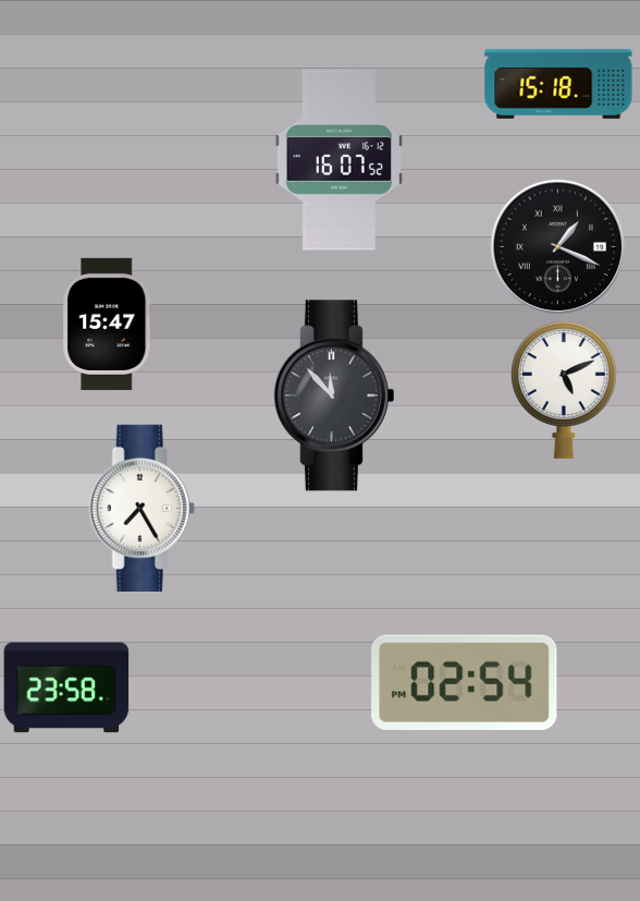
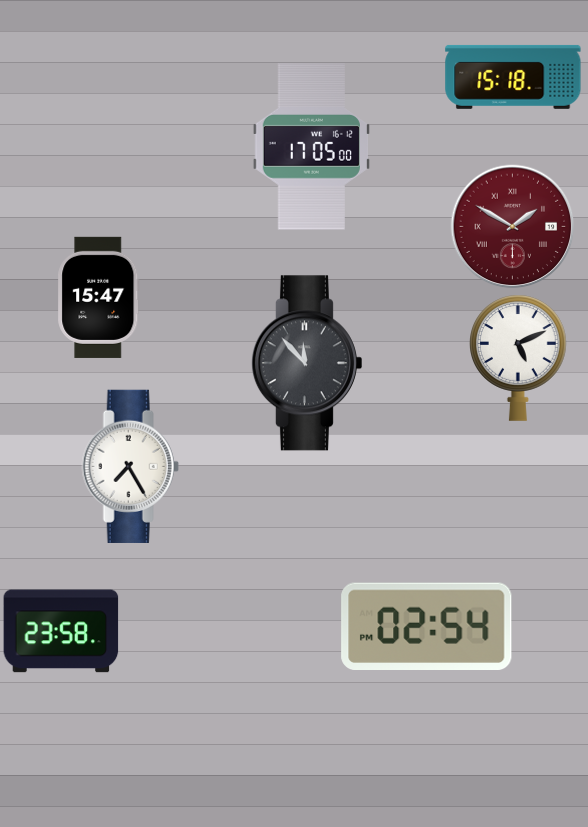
clock at (339, 160): 16:07 -> 17:05
clock at (558, 247): 1:19 -> 1:50
clock at (558, 247) dial: black -> burgundy
